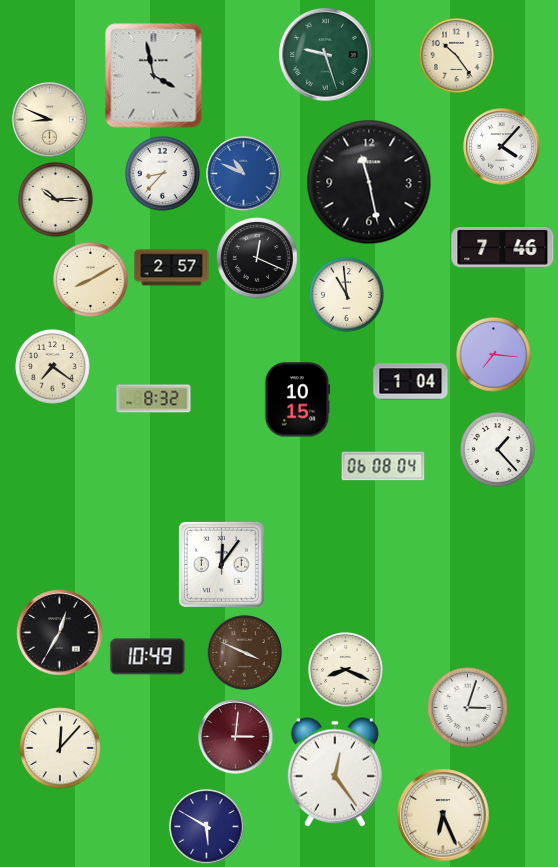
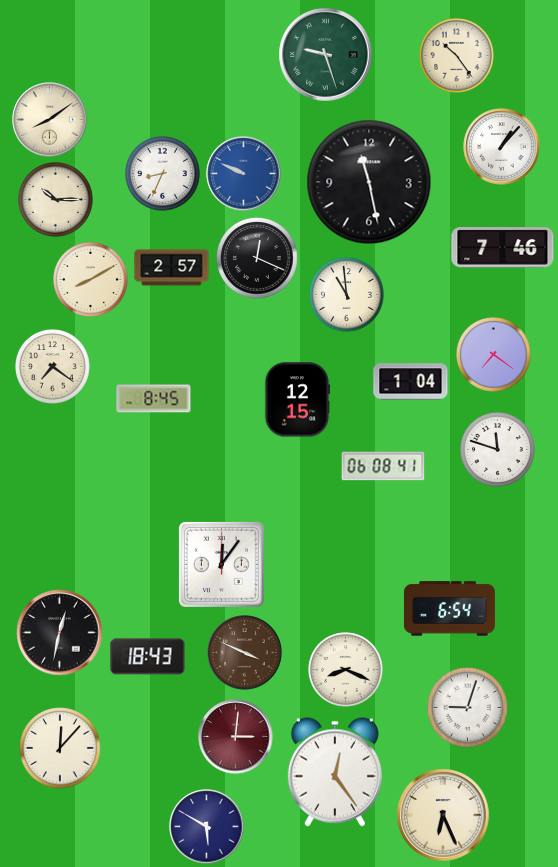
clock at (154, 76): 3:58 -> none
clock at (50, 120): 8:49 -> 8:09
clock at (502, 147): 4:07 -> 1:07
clock at (163, 174): 8:37 -> 8:34
clock at (244, 174): 10:49 -> 9:49
clock at (494, 355): 7:16 -> 7:21
clock at (154, 399): 8:32 -> 8:45
clock at (298, 400): 10:15 -> 12:15
clock at (498, 450): 1:23 -> 11:48
clock at (383, 466): 06:08:04 -> 06:08:41
clock at (449, 609): none -> 6:54
clock at (60, 633): 12:35 -> 12:32
clock at (148, 657): 10:49 -> 18:43
clock at (468, 708): 3:03 -> 9:03
